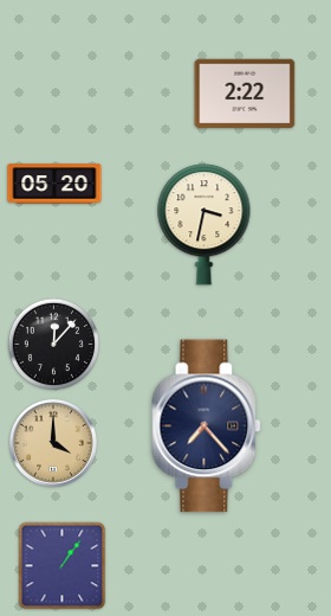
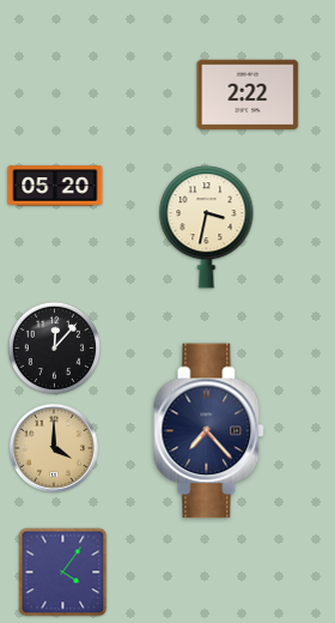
clock at (63, 566): 1:06 -> 4:06
